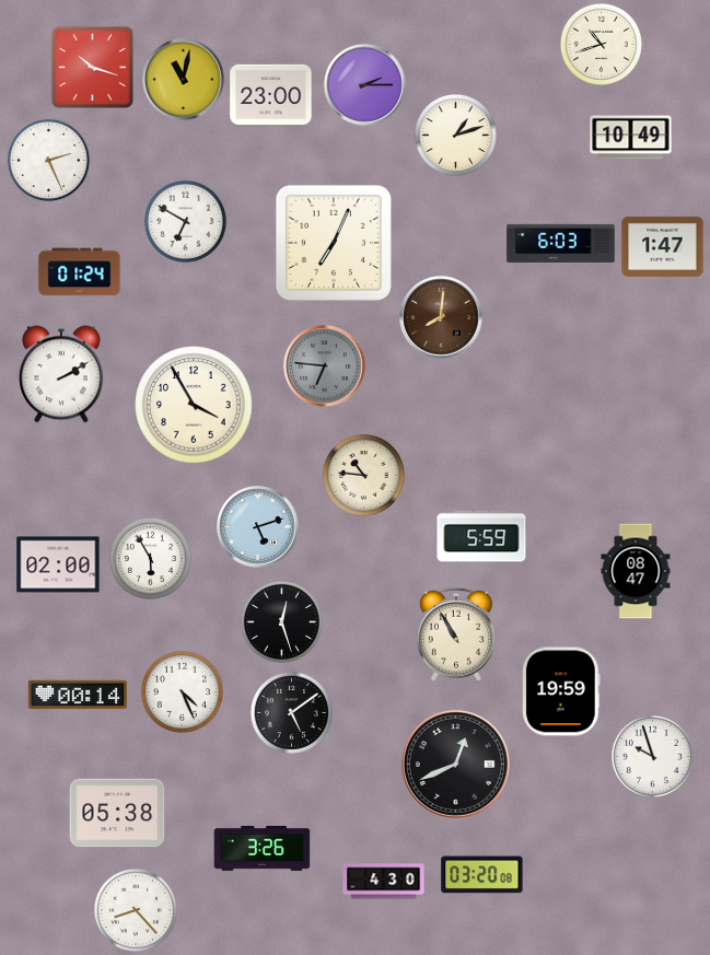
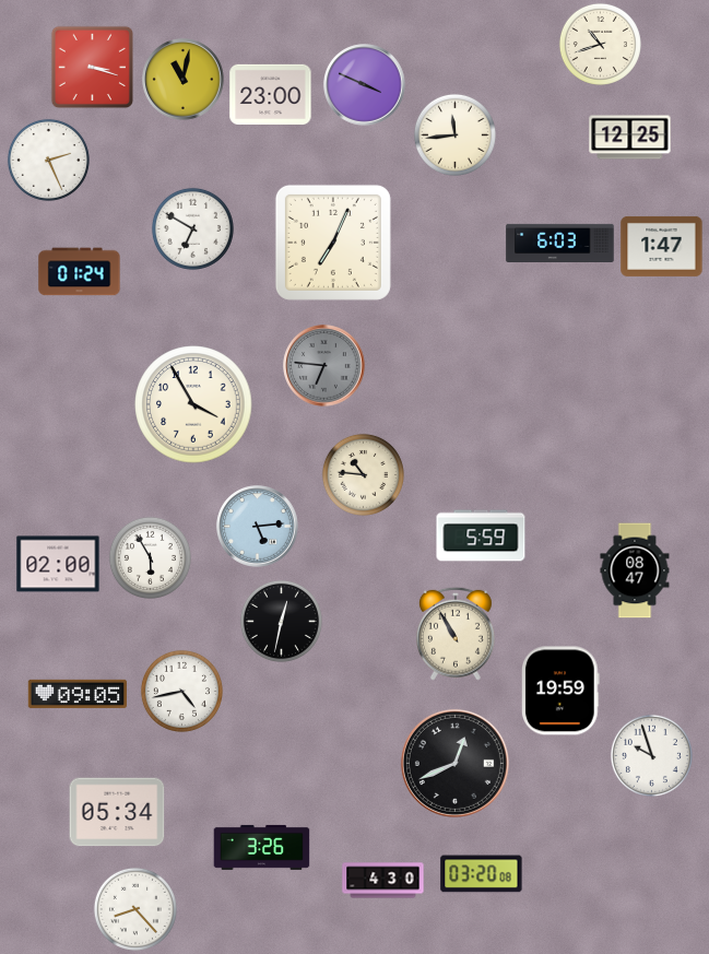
clock at (92, 67): 10:18 -> 3:18
clock at (365, 85): 2:15 -> 3:49
clock at (455, 135): 1:12 -> 11:44
clock at (631, 138): 10:49 -> 12:25
clock at (185, 221) position: (185, 221) -> (192, 228)
clock at (441, 317): 8:01 -> none
clock at (61, 374): 2:10 -> none
clock at (258, 527): 5:12 -> 5:14
clock at (281, 621): 12:27 -> 12:32
clock at (182, 691): 4:26 -> 4:43
clock at (77, 695): 00:14 -> 09:05
clock at (291, 712): 5:09 -> none
clock at (117, 813): 05:38 -> 05:34
